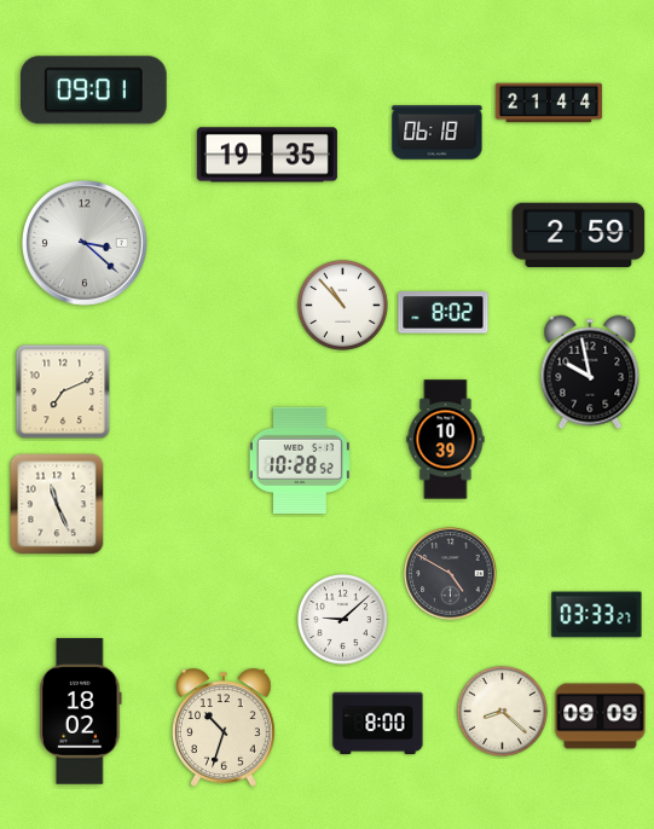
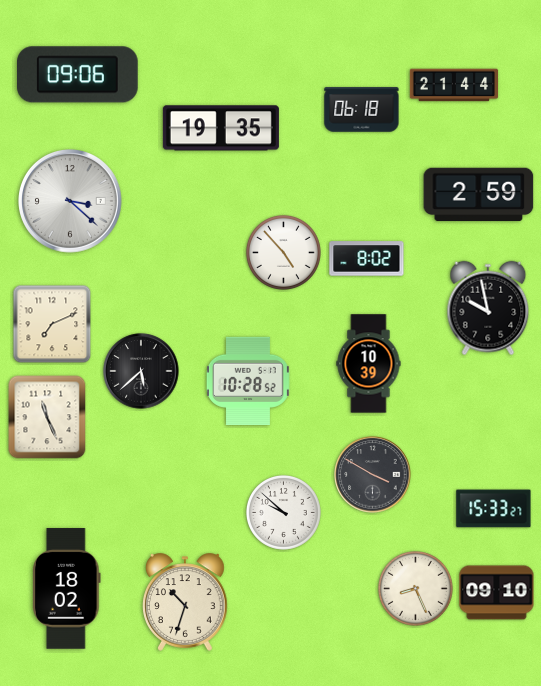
clock at (94, 91): 09:01 -> 09:06
clock at (342, 305): 10:53 -> 4:53
clock at (141, 371): none -> 5:38
clock at (451, 574): 4:50 -> 3:50
clock at (597, 615): 03:33 -> 15:33
clock at (342, 619): 9:08 -> 9:52
clock at (502, 711): 8:22 -> 8:26
clock at (601, 717): 09:09 -> 09:10
clock at (378, 724): 8:00 -> none
